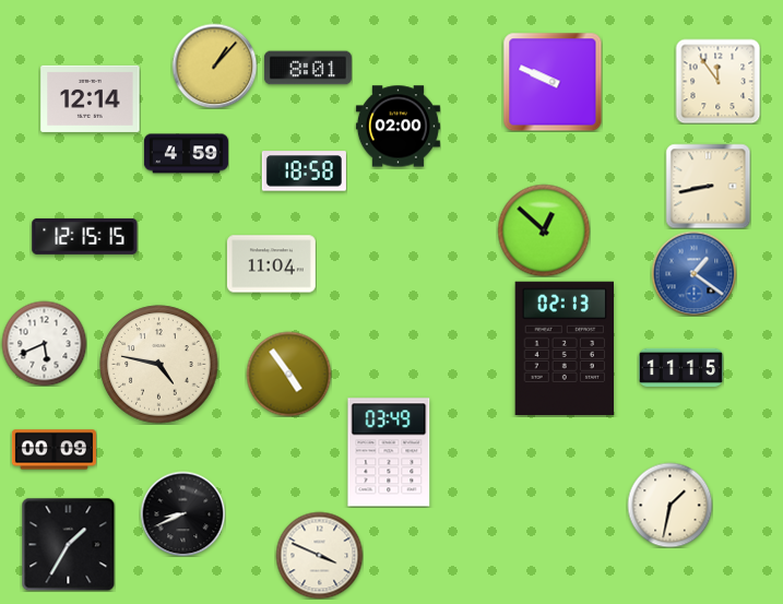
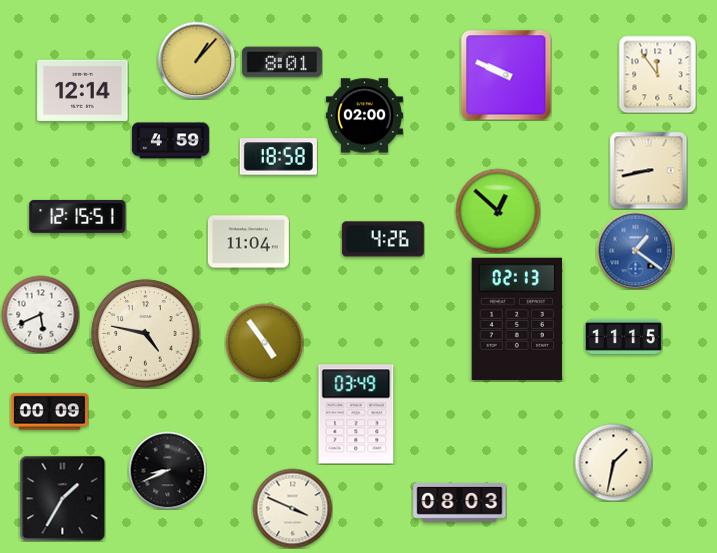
clock at (85, 236): 12:15:15 -> 12:15:51
clock at (383, 239): none -> 4:26
clock at (460, 503): none -> 08:03
